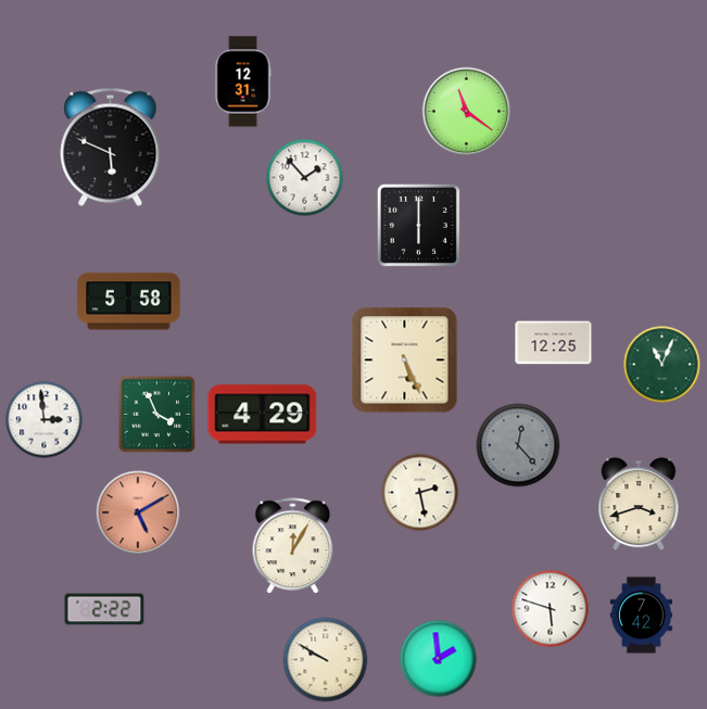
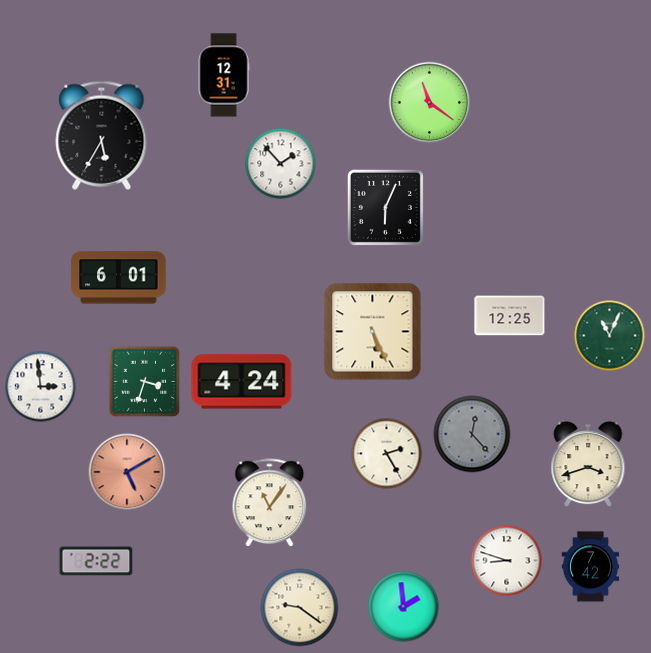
clock at (111, 147): 5:49 -> 5:35
clock at (418, 225): 6:00 -> 6:04
clock at (129, 302): 5:58 -> 6:01
clock at (157, 415): 3:56 -> 3:33
clock at (263, 415): 4:29 -> 4:24
clock at (518, 445) position: (518, 445) -> (472, 434)
clock at (420, 493): 2:28 -> 2:25
clock at (293, 546): 12:05 -> 11:06
clock at (551, 609): 5:48 -> 8:48
clock at (326, 660): 9:50 -> 9:21
